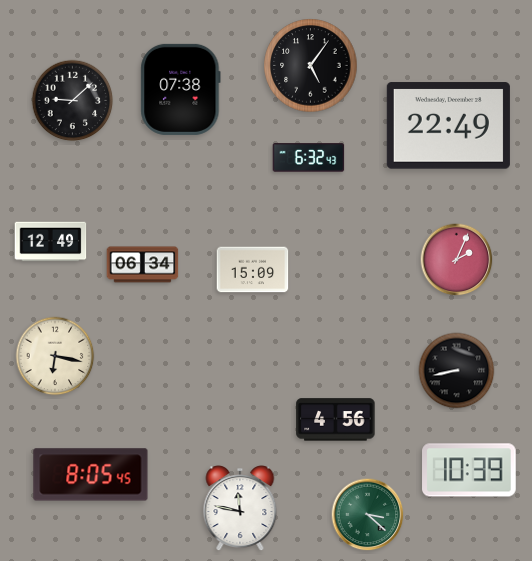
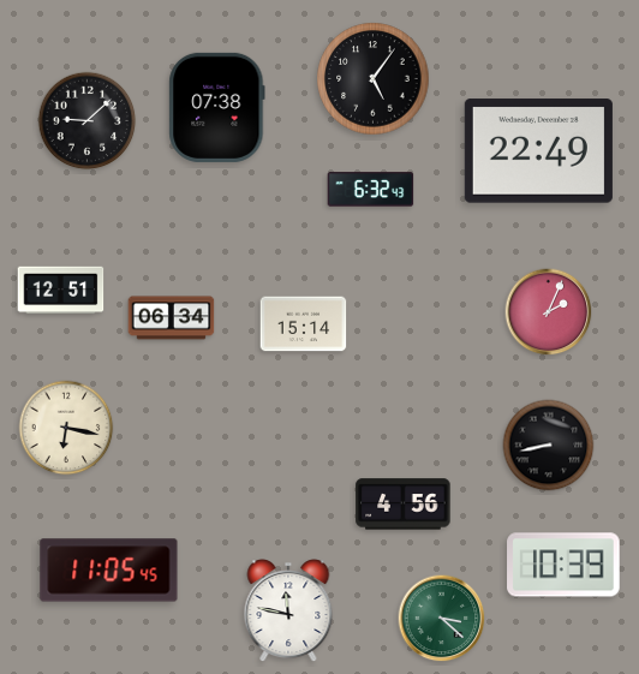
clock at (51, 242): 12:49 -> 12:51
clock at (253, 270): 15:09 -> 15:14
clock at (91, 475): 8:05 -> 11:05
